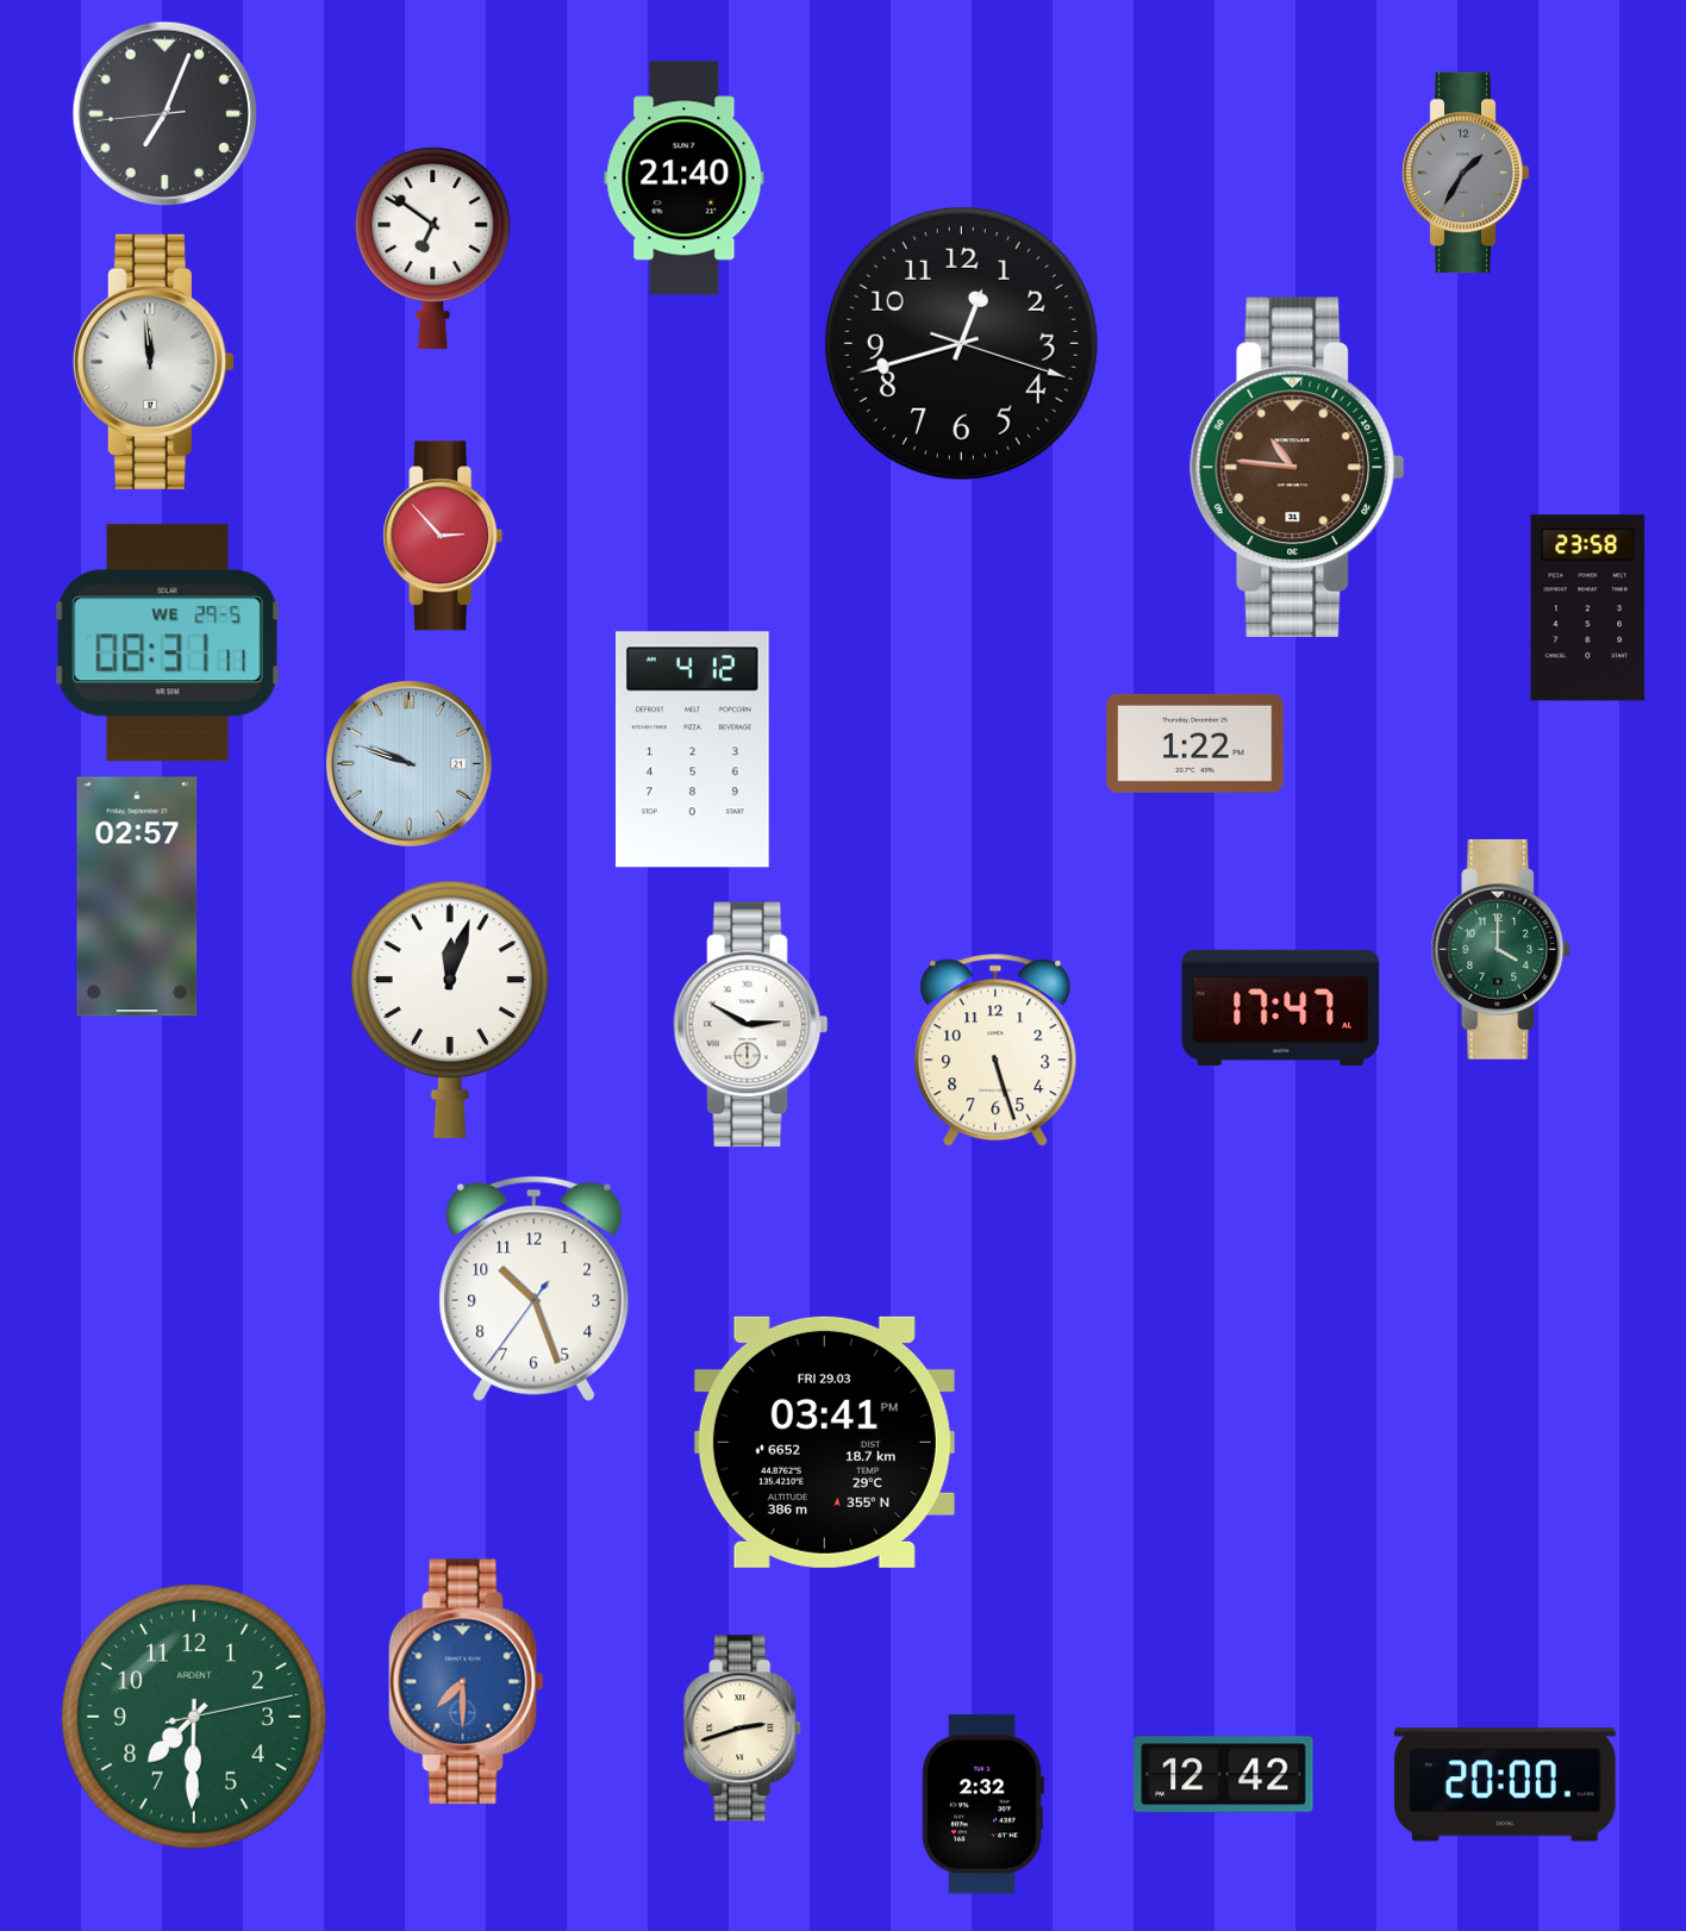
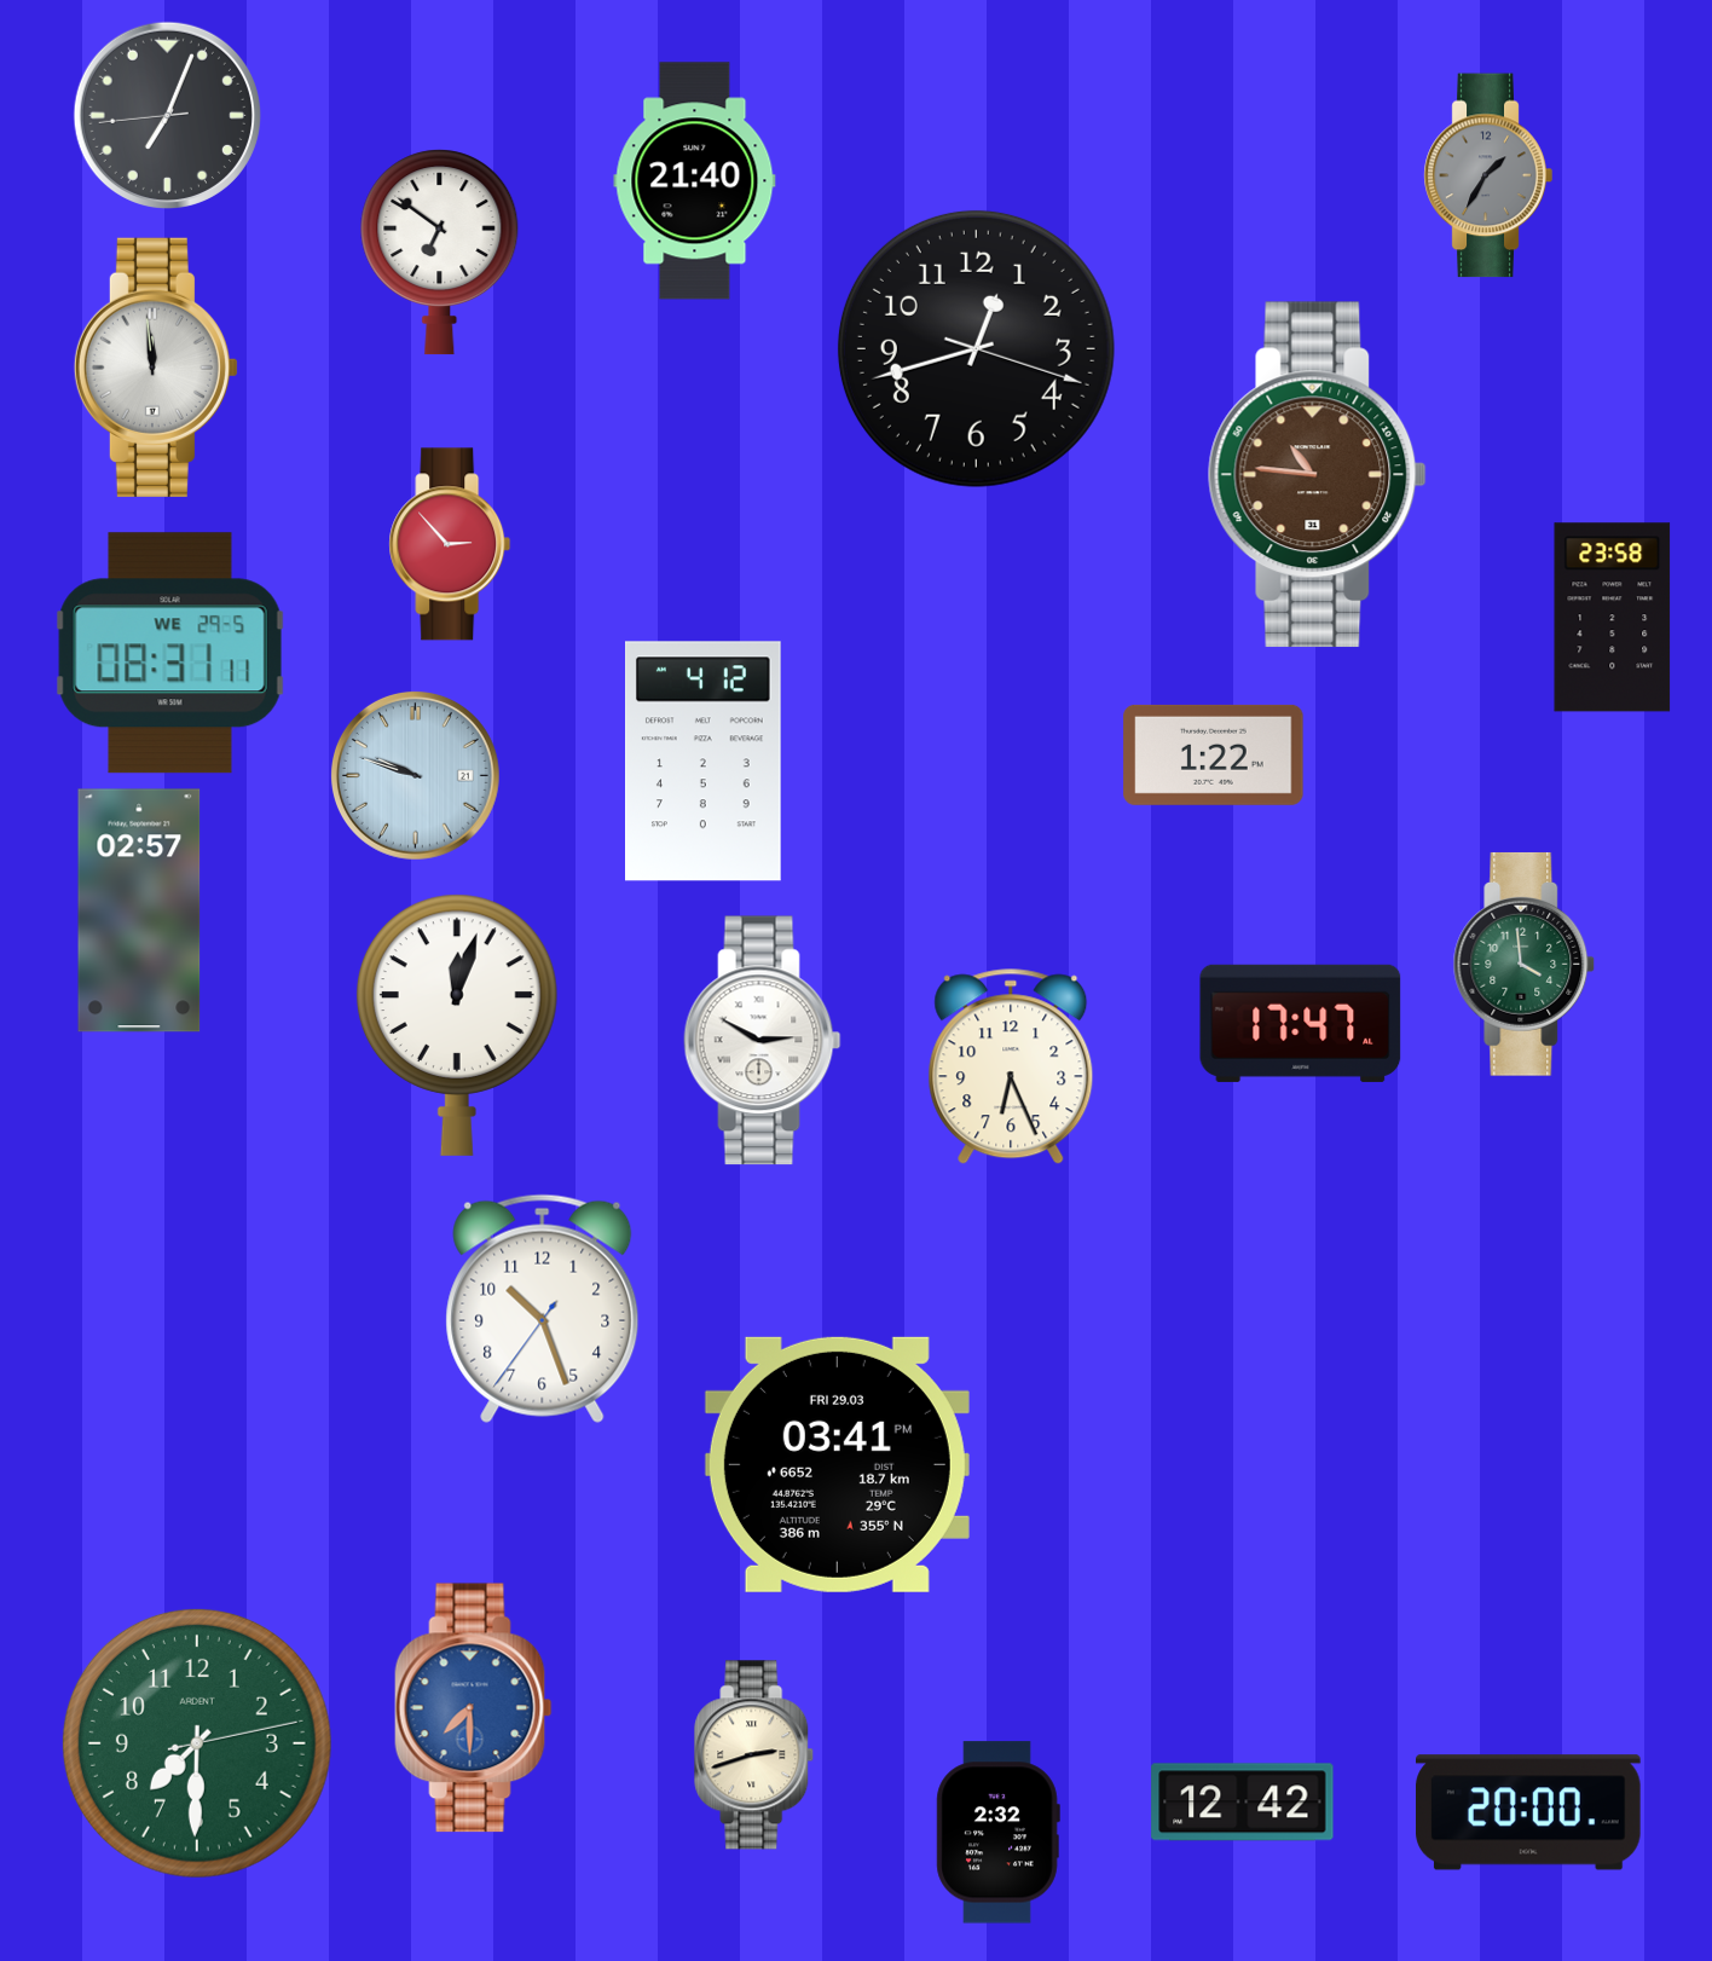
clock at (1501, 949): 4:00 -> 3:59
clock at (995, 1050): 5:27 -> 6:26
